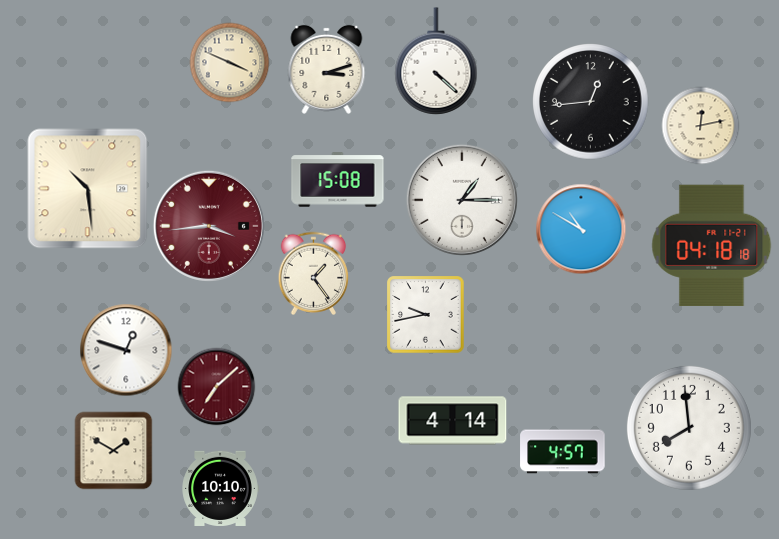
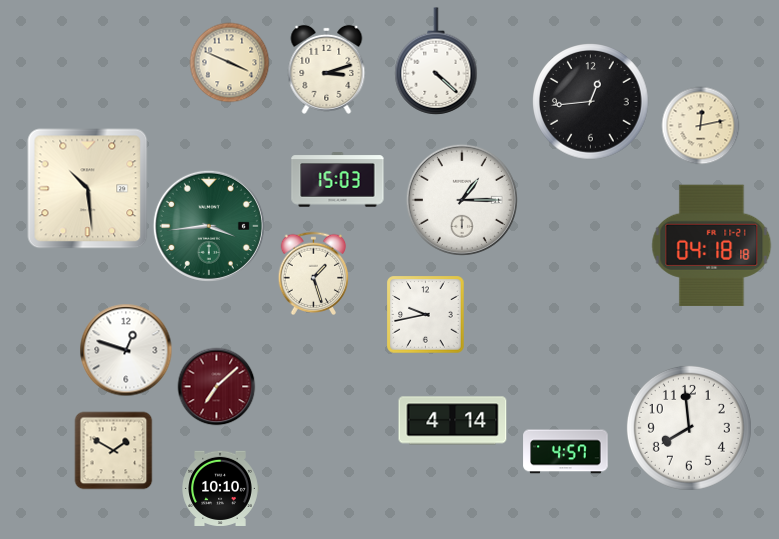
clock at (338, 180): 15:08 -> 15:03
clock at (209, 226) dial: burgundy -> green
clock at (581, 229): 10:50 -> none
clock at (314, 273): 1:24 -> 1:27
clock at (563, 452) position: (563, 452) -> (566, 452)
